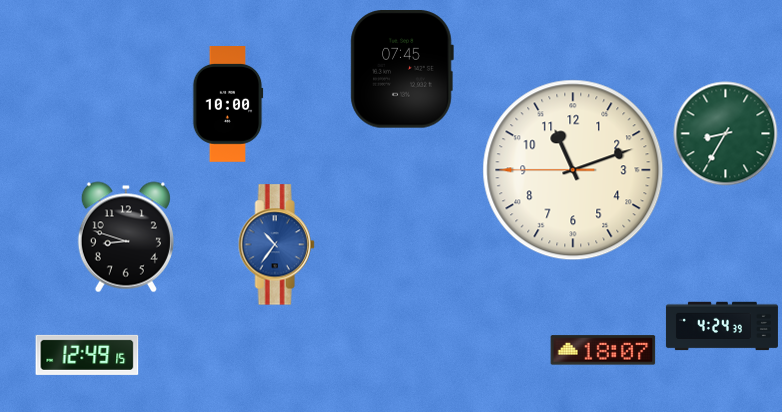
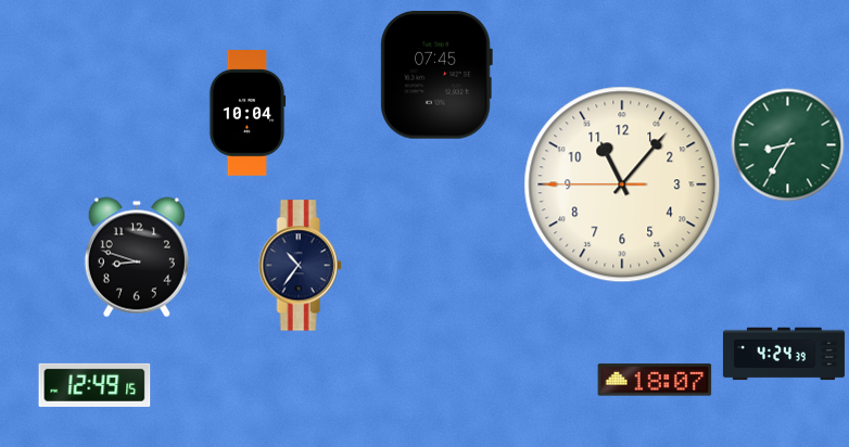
clock at (228, 105): 10:00 -> 10:04
clock at (573, 170): 11:11 -> 11:06
clock at (276, 245) dial: blue -> navy
